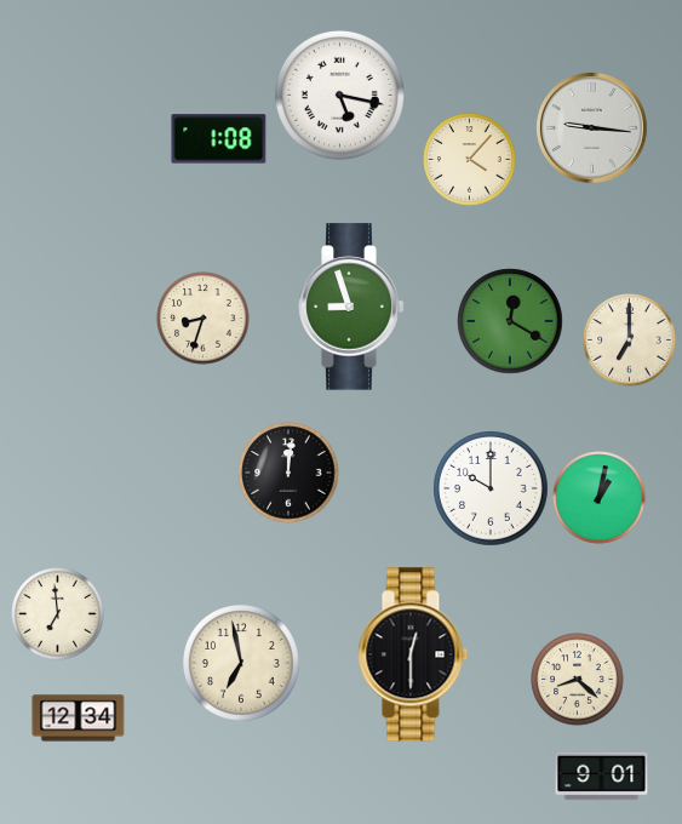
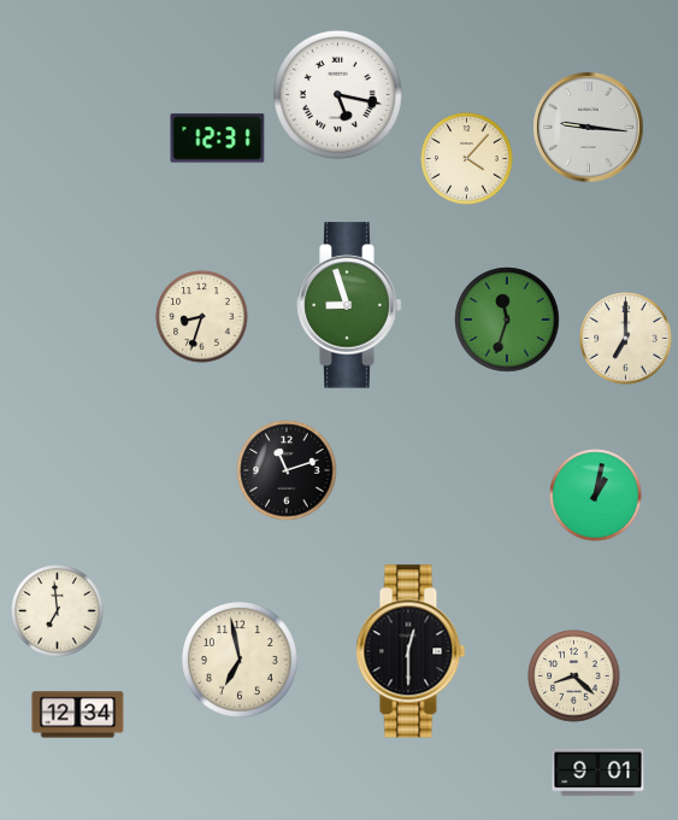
clock at (219, 139): 1:08 -> 12:31
clock at (510, 321): 12:20 -> 11:33
clock at (288, 473): 12:01 -> 11:12
clock at (491, 488): 10:00 -> none
